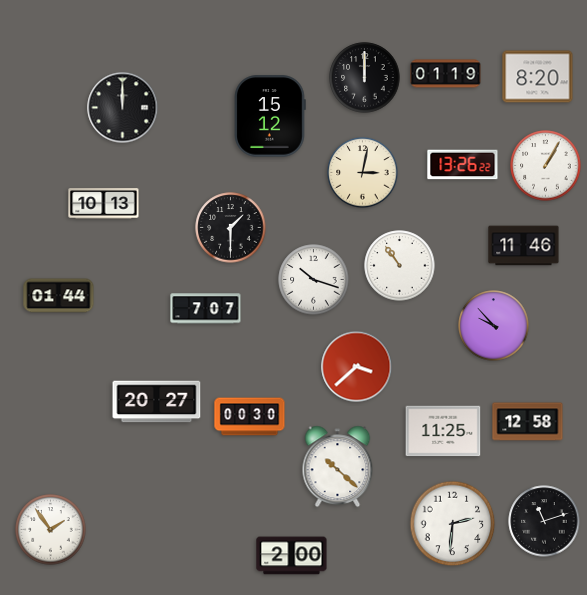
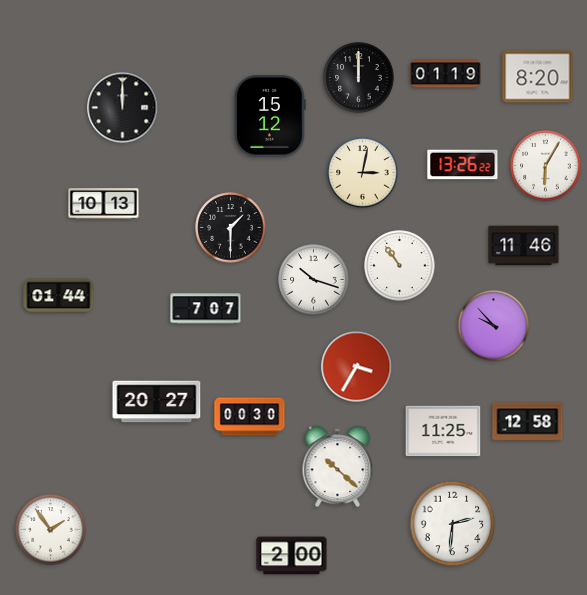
clock at (365, 78) position: (365, 78) -> (359, 78)
clock at (546, 166): 1:05 -> 6:05
clock at (357, 367): 3:38 -> 3:35
clock at (544, 521): 11:12 -> none
